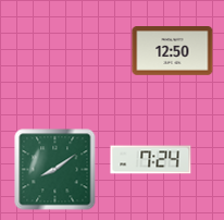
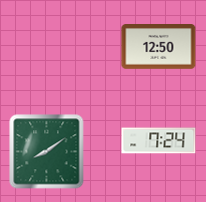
clock at (151, 160) position: (151, 160) -> (159, 141)
clock at (55, 170) position: (55, 170) -> (47, 152)
